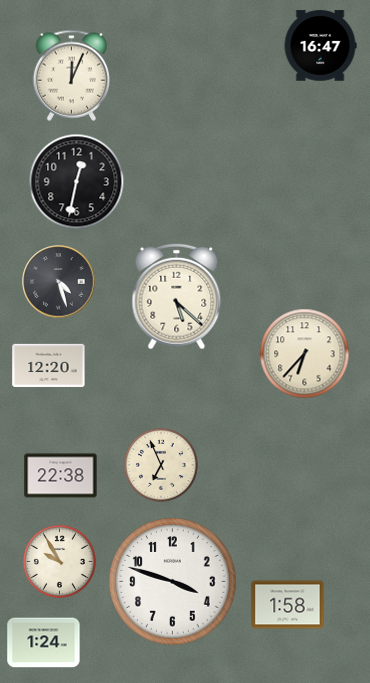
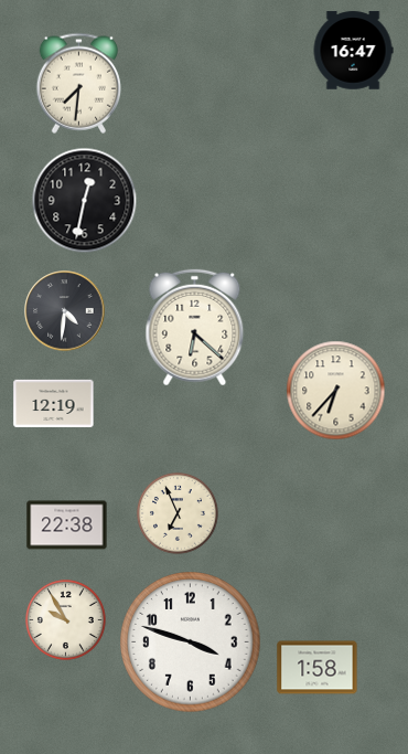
clock at (71, 75): 12:04 -> 7:31
clock at (59, 282): 4:27 -> 4:31
clock at (177, 297): 5:22 -> 6:22
clock at (49, 365): 12:20 -> 12:19
clock at (44, 643): 1:24 -> none
